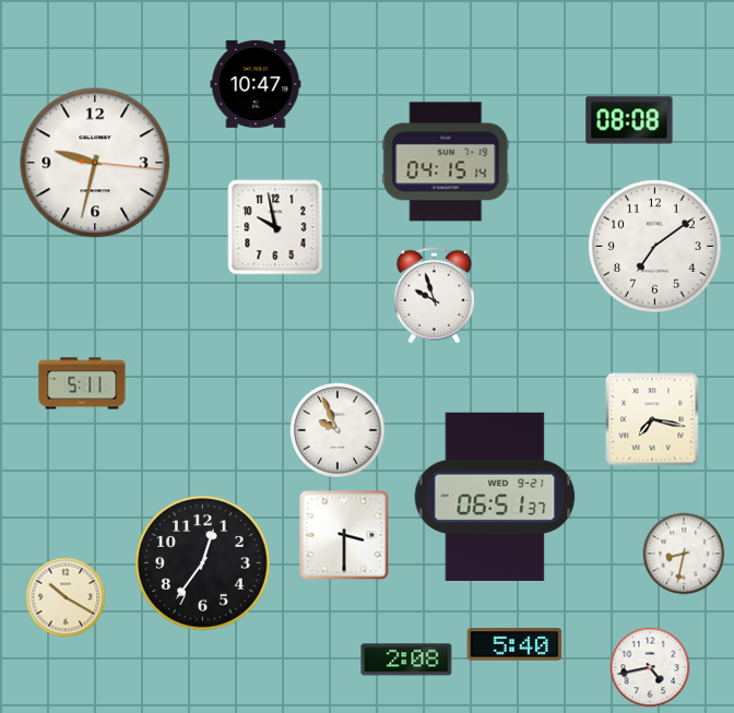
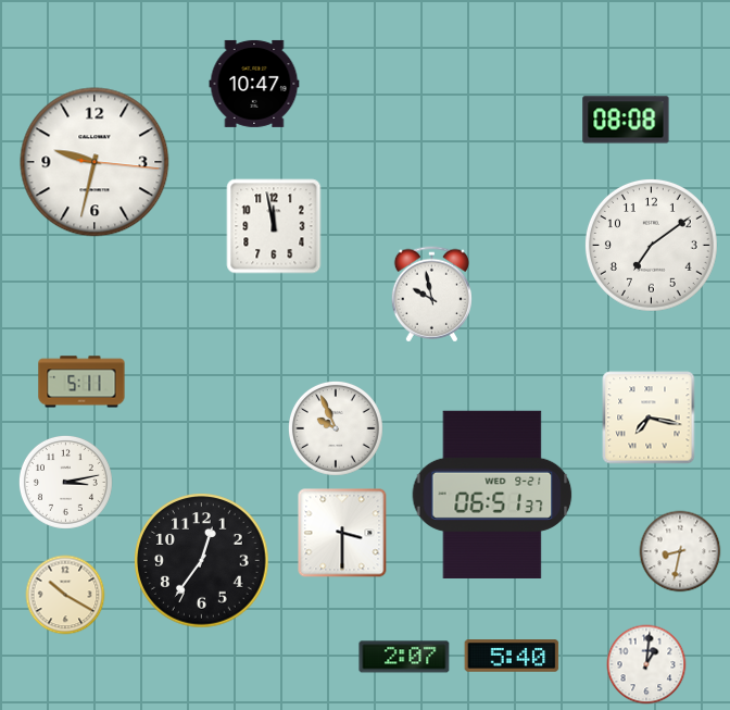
clock at (446, 162): 04:15 -> none
clock at (275, 227): 9:58 -> 11:58
clock at (434, 296): 9:57 -> 9:58
clock at (65, 482): none -> 3:13
clock at (514, 644) position: (514, 644) -> (512, 656)
clock at (406, 659): 2:08 -> 2:07
clock at (650, 667): 4:43 -> 1:01
